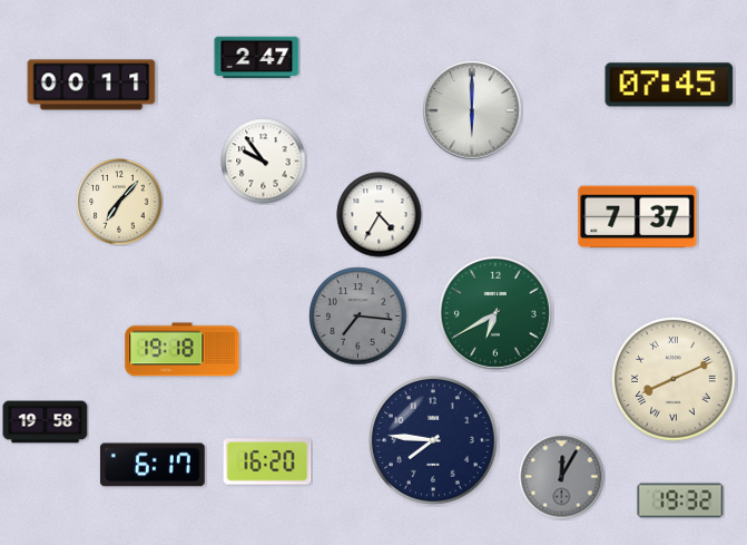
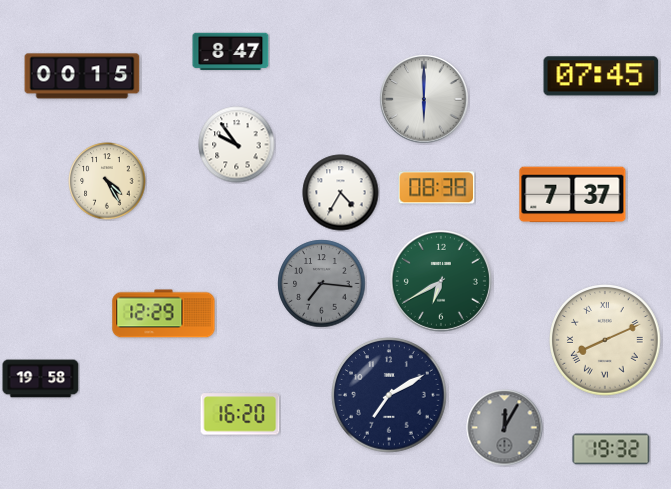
clock at (257, 58): 2:47 -> 8:47
clock at (91, 85): 00:11 -> 00:15
clock at (119, 202): 7:07 -> 4:25
clock at (437, 188): none -> 08:38
clock at (495, 313) position: (495, 313) -> (441, 281)
clock at (183, 350): 19:18 -> 12:29
clock at (434, 441): 7:46 -> 7:10
clock at (153, 465): 6:17 -> none
